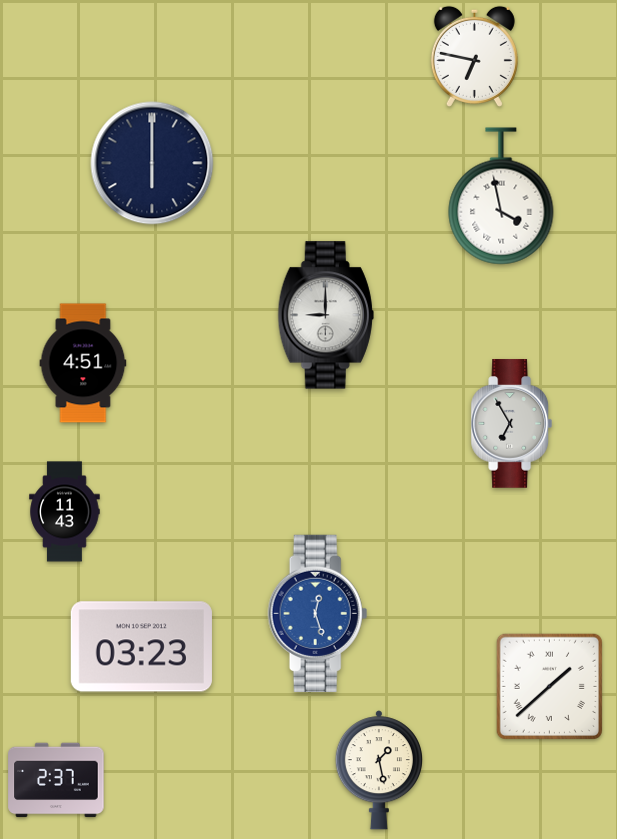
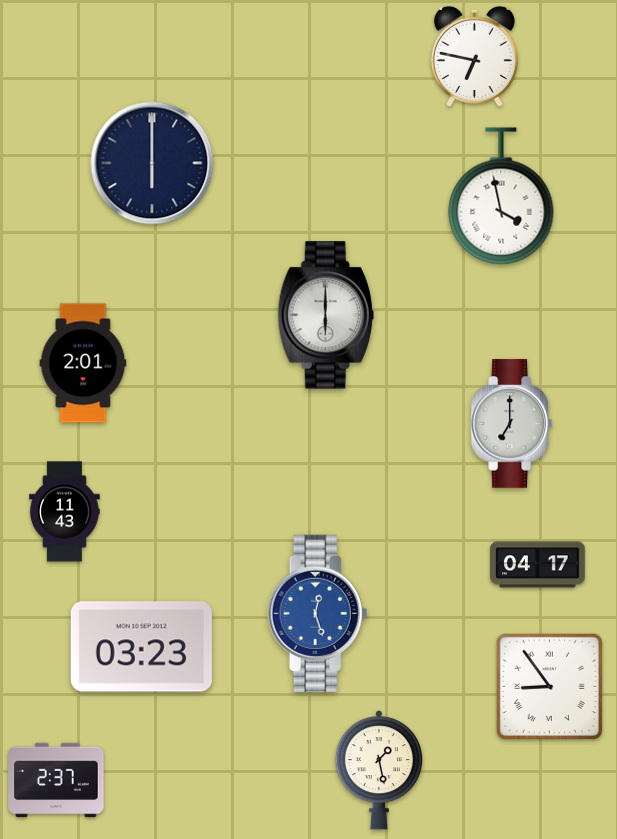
clock at (326, 315): 9:00 -> 6:00
clock at (83, 363): 4:51 -> 2:01
clock at (511, 424): 6:55 -> 7:00
clock at (538, 565): none -> 04:17
clock at (549, 686): 1:38 -> 8:54
